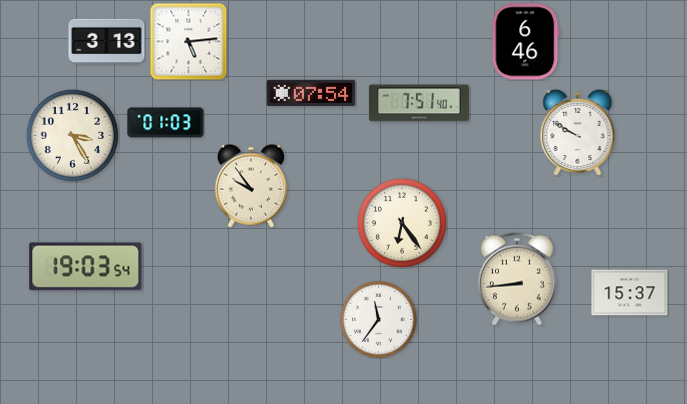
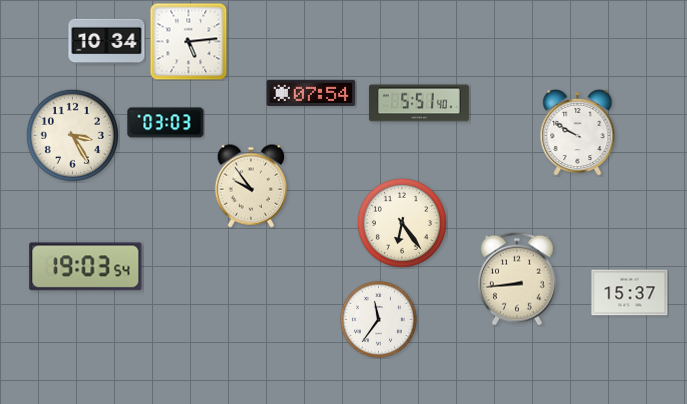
clock at (107, 42): 3:13 -> 10:34
clock at (526, 42): 6:46 -> none
clock at (419, 103): 7:51 -> 5:51
clock at (166, 123): 01:03 -> 03:03
